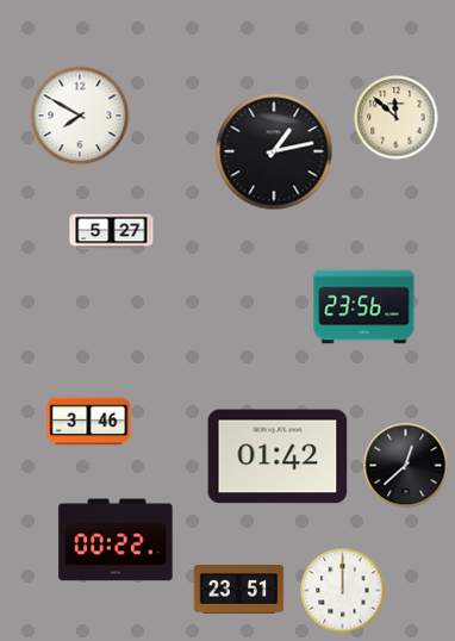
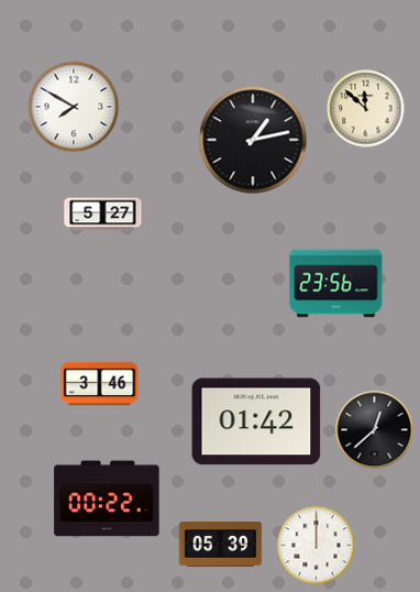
clock at (89, 422) position: (89, 422) -> (100, 384)
clock at (239, 590): 23:51 -> 05:39
